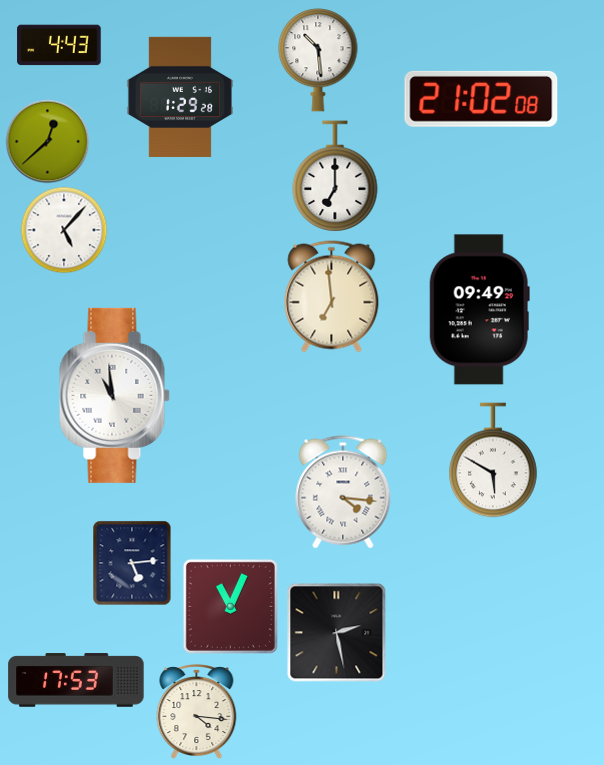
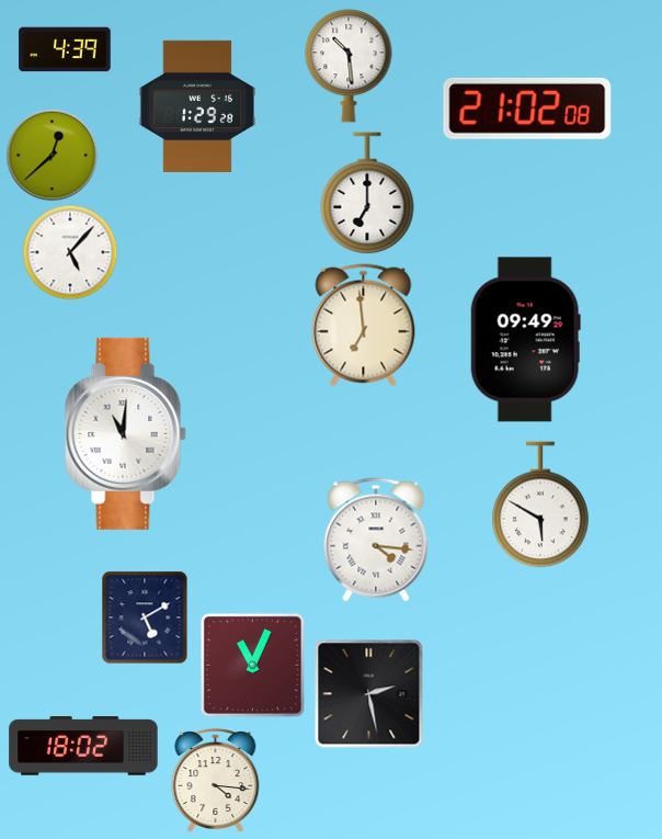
clock at (59, 45): 4:43 -> 4:39
clock at (114, 395): 10:59 -> 11:01
clock at (132, 563): 5:14 -> 5:10
clock at (76, 680): 17:53 -> 18:02
